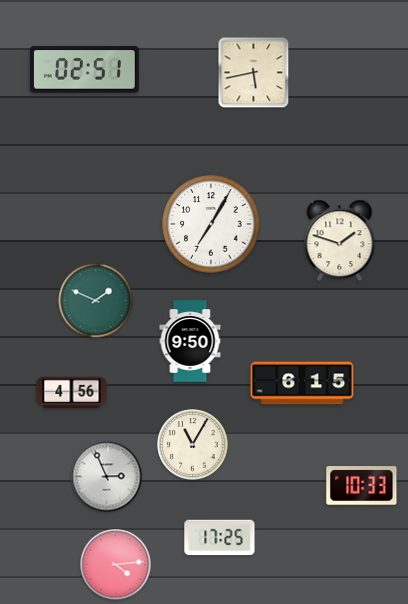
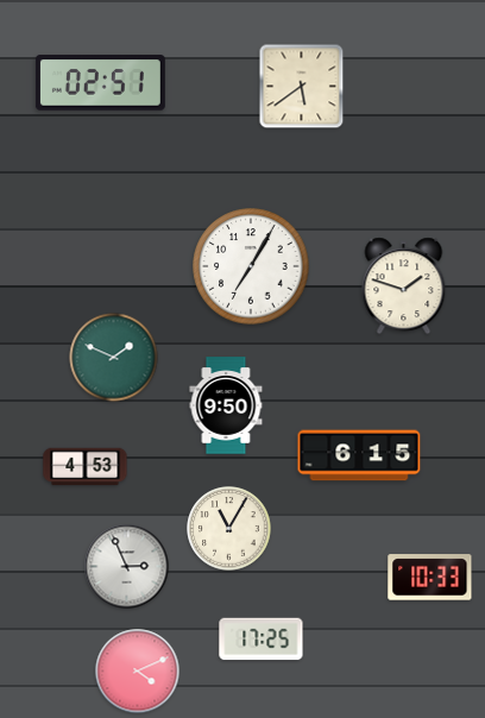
clock at (254, 73): 5:43 -> 5:39
clock at (72, 393): 4:56 -> 4:53
clock at (116, 565): 4:14 -> 4:11
